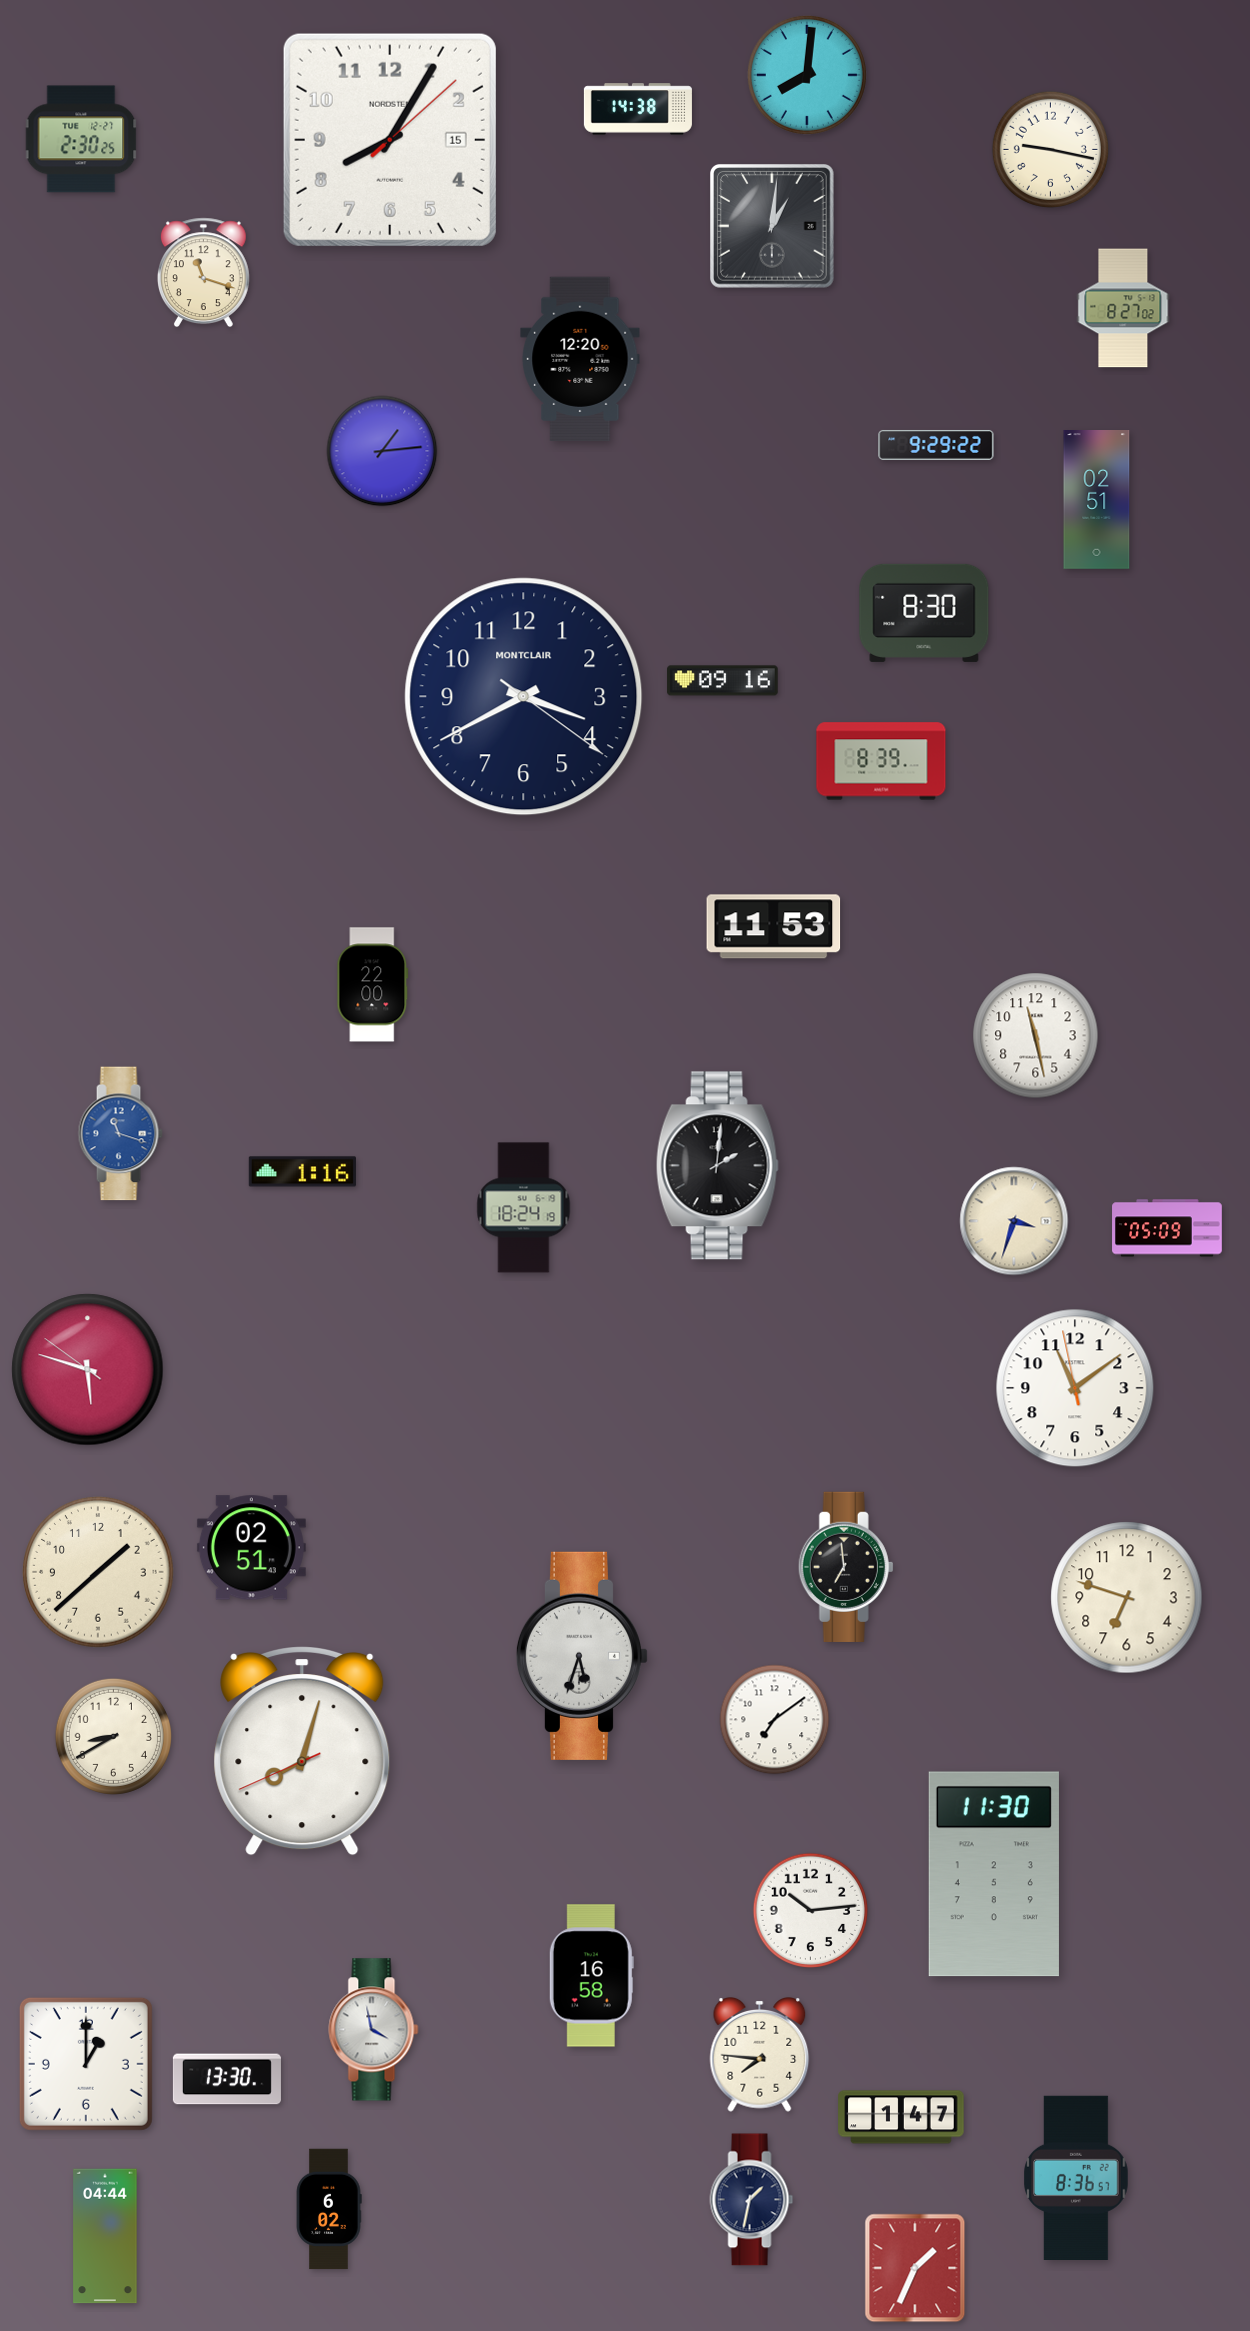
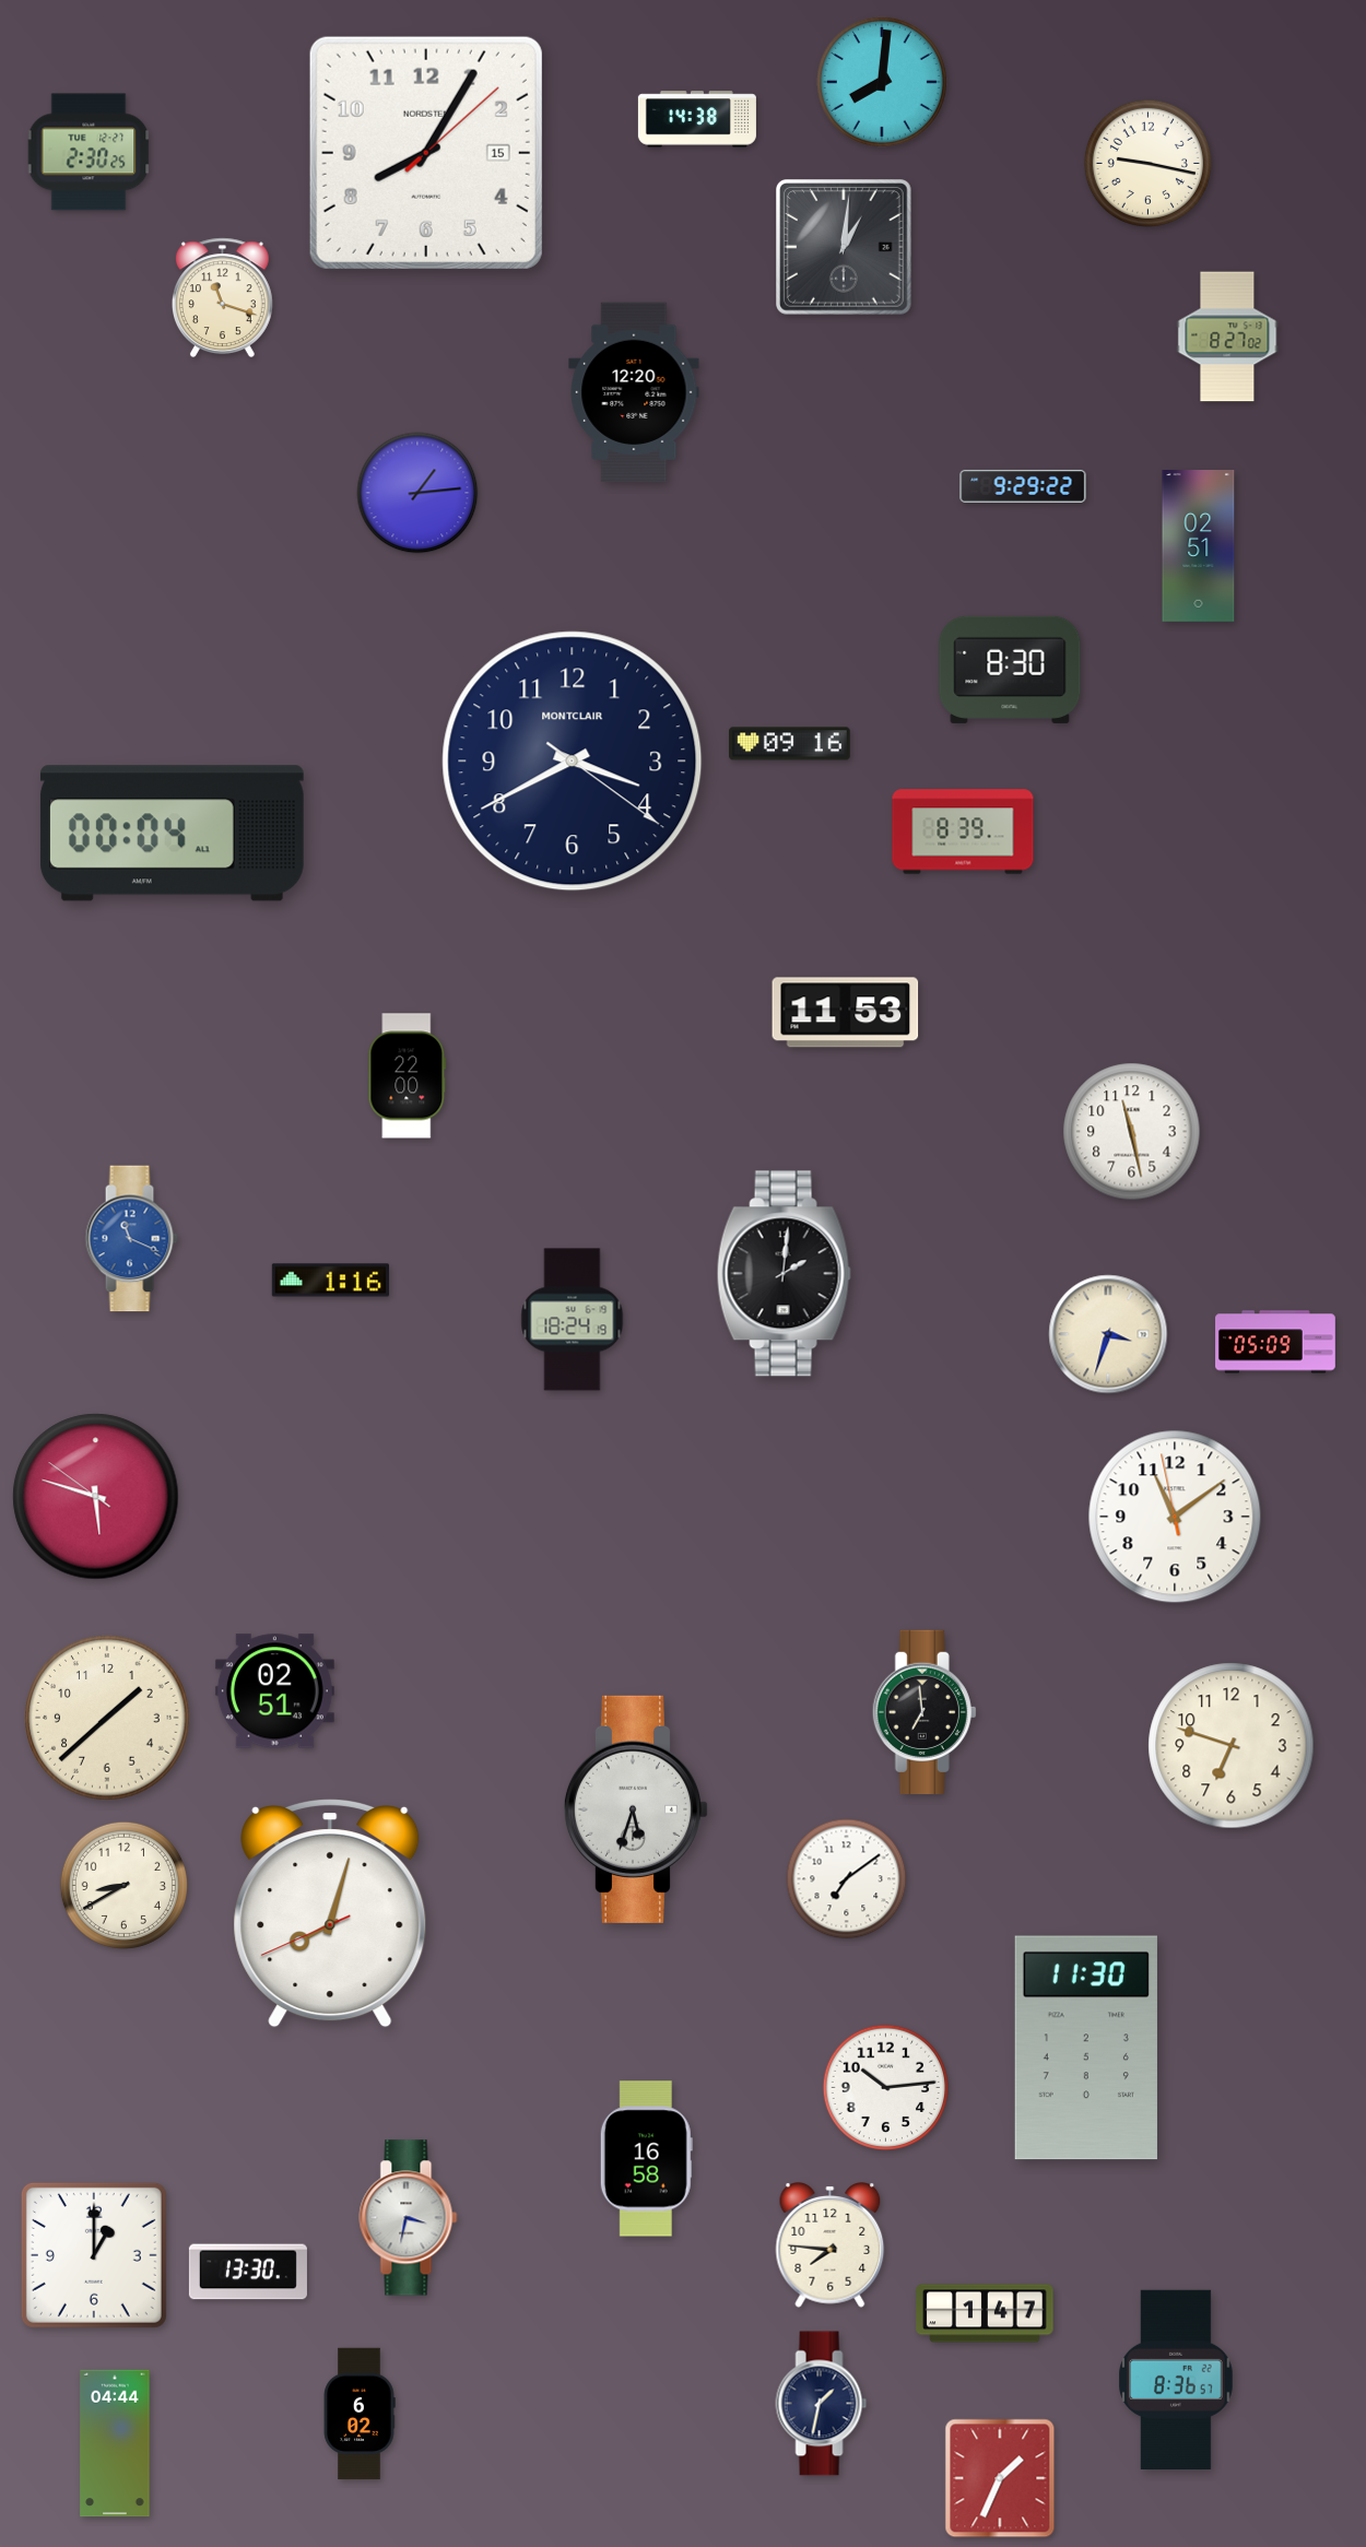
clock at (172, 834): none -> 00:04
clock at (120, 1134): 11:18 -> 11:19
clock at (113, 1736) position: (113, 1736) -> (123, 1885)
clock at (374, 2030): 3:58 -> 3:32
